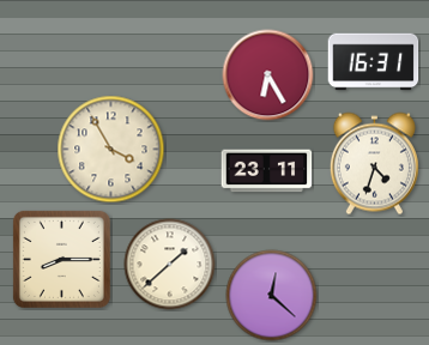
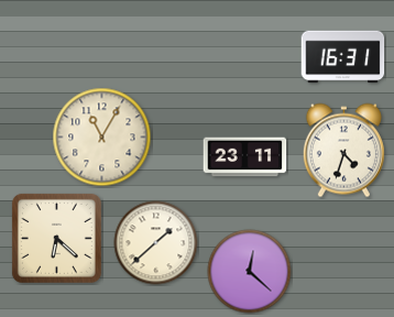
clock at (268, 75): 6:25 -> none
clock at (111, 150): 3:55 -> 11:05
clock at (61, 259): 8:15 -> 6:22
